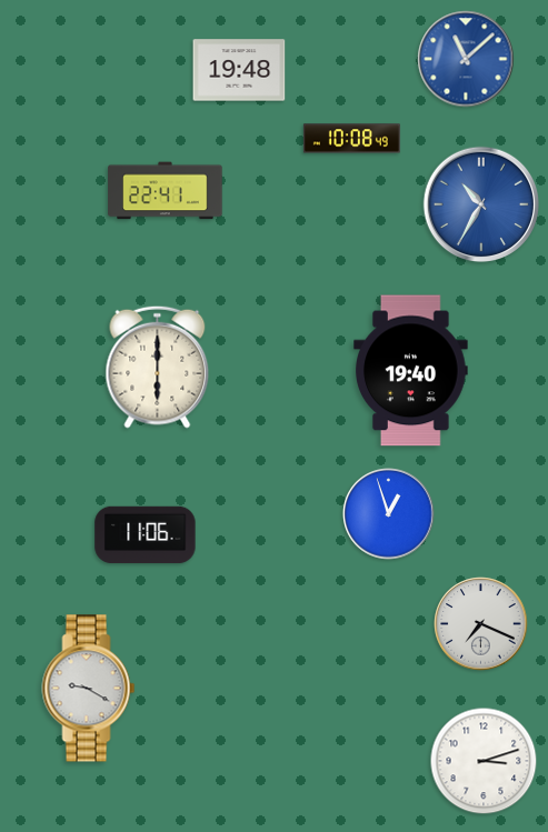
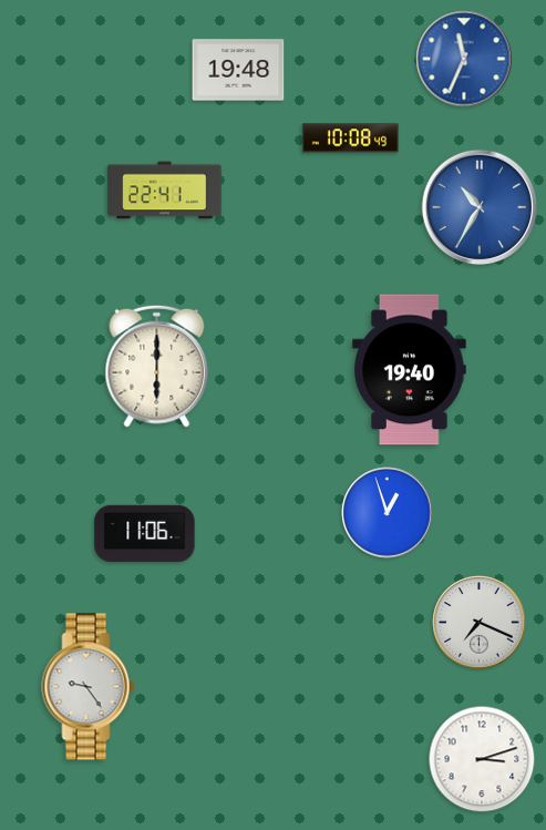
clock at (466, 59): 11:08 -> 11:34
clock at (481, 204) position: (481, 204) -> (480, 207)
clock at (89, 689): 9:20 -> 9:24
